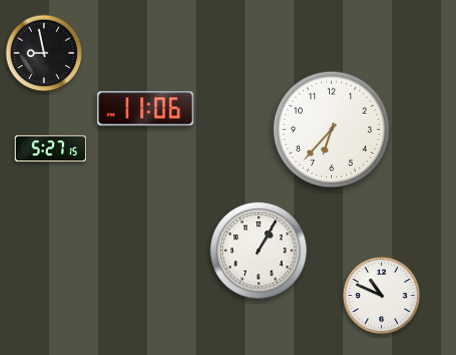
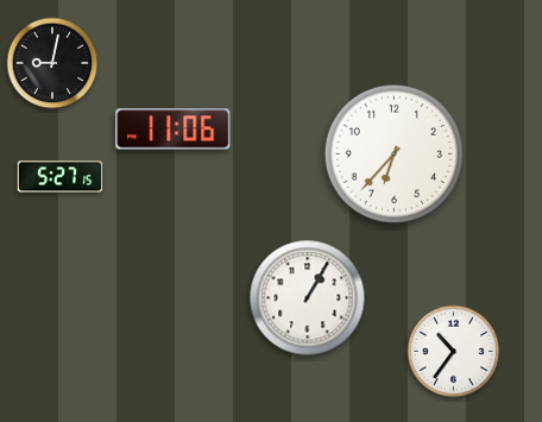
clock at (44, 53): 8:58 -> 9:02
clock at (382, 296): 10:49 -> 10:36
